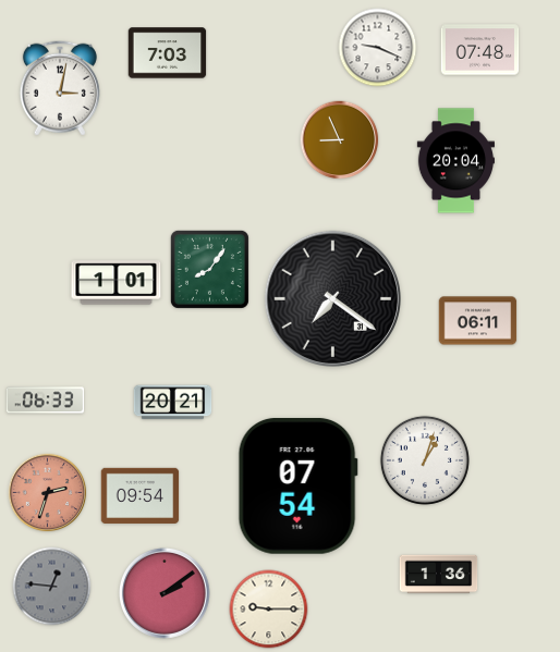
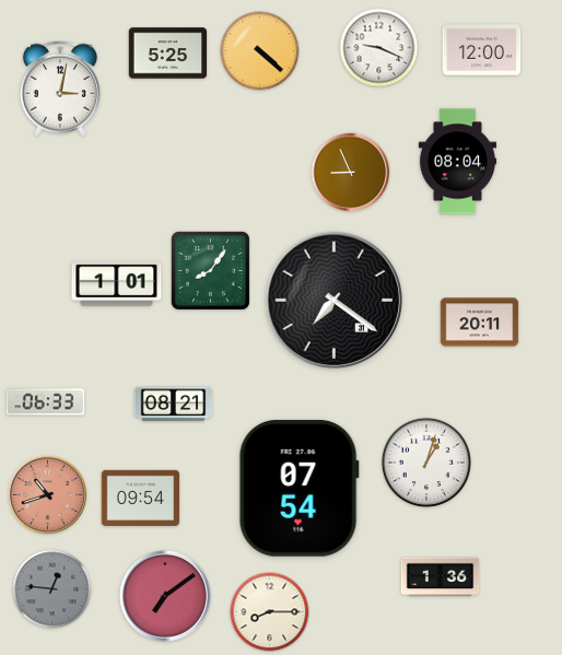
clock at (480, 50): 07:48 -> 12:00
clock at (260, 51): none -> 4:22
clock at (168, 53): 7:03 -> 5:25
clock at (340, 140) position: (340, 140) -> (351, 173)
clock at (455, 161): 20:04 -> 08:04
clock at (478, 321): 06:11 -> 20:11
clock at (173, 403): 20:21 -> 08:21
clock at (48, 493): 2:33 -> 10:42
clock at (165, 593): 2:09 -> 7:09
clock at (269, 610): 9:15 -> 8:15
